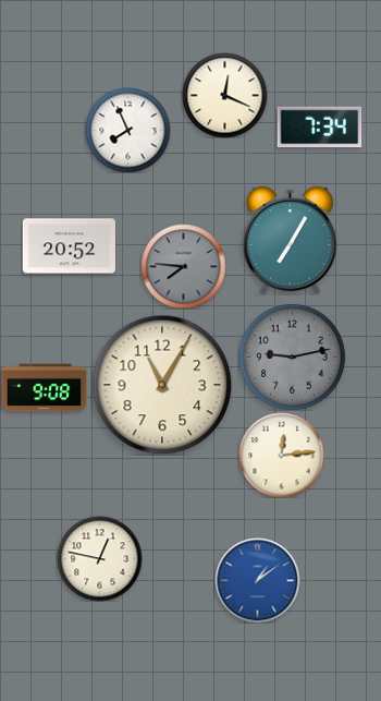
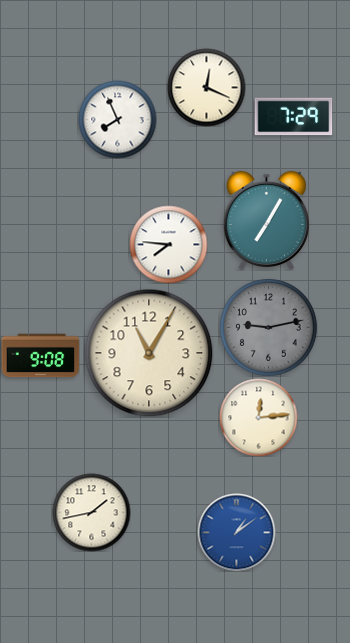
clock at (319, 128): 7:34 -> 7:29
clock at (69, 246): 20:52 -> none
clock at (183, 266) dial: grey -> white
clock at (99, 558): 12:47 -> 1:43
